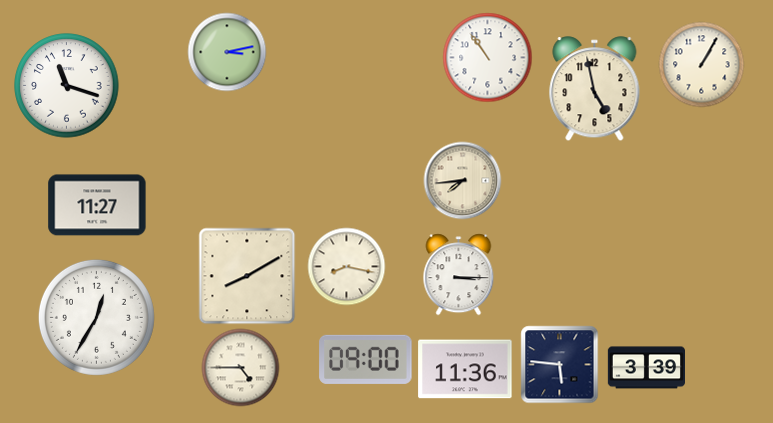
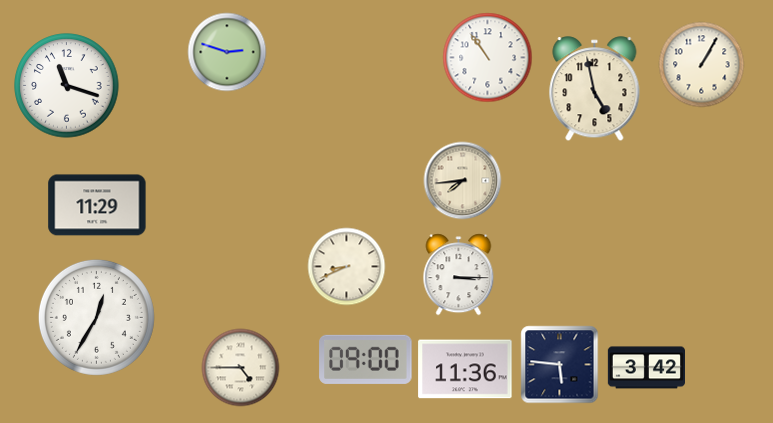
clock at (227, 52): 3:13 -> 2:48
clock at (97, 205): 11:27 -> 11:29
clock at (346, 266): 8:17 -> 8:41
clock at (247, 276): 8:10 -> none
clock at (646, 368): 3:39 -> 3:42
